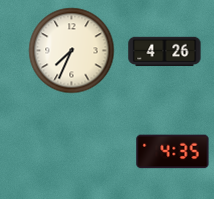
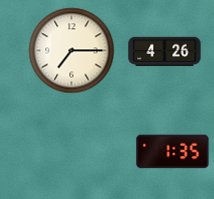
clock at (72, 51): 7:34 -> 7:15
clock at (173, 152): 4:35 -> 1:35
